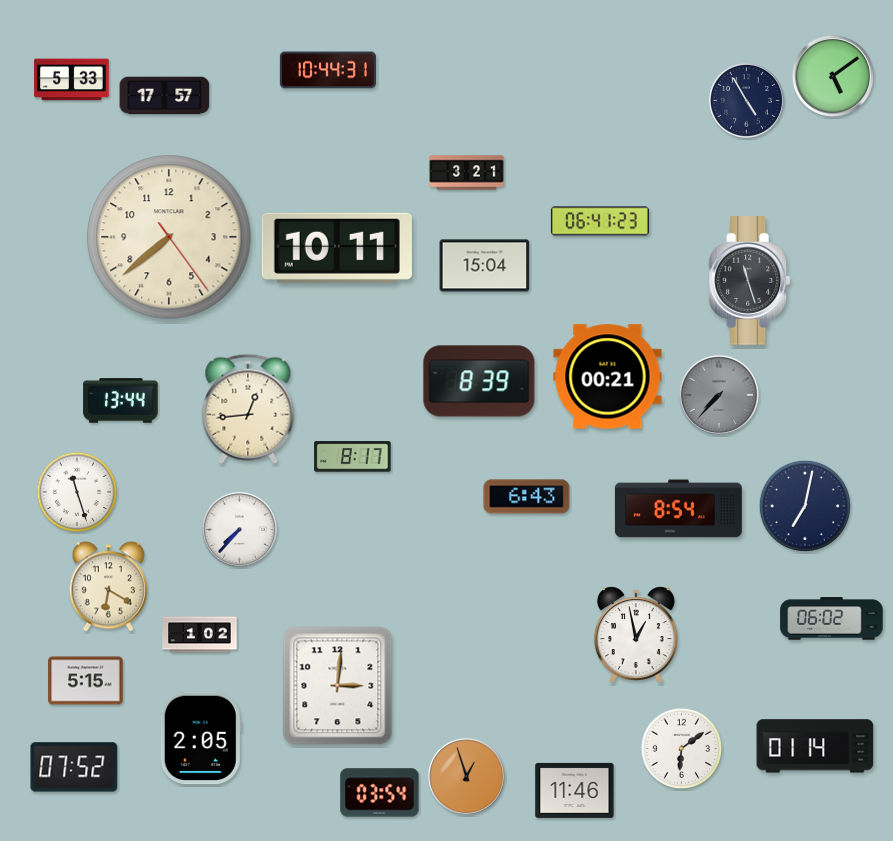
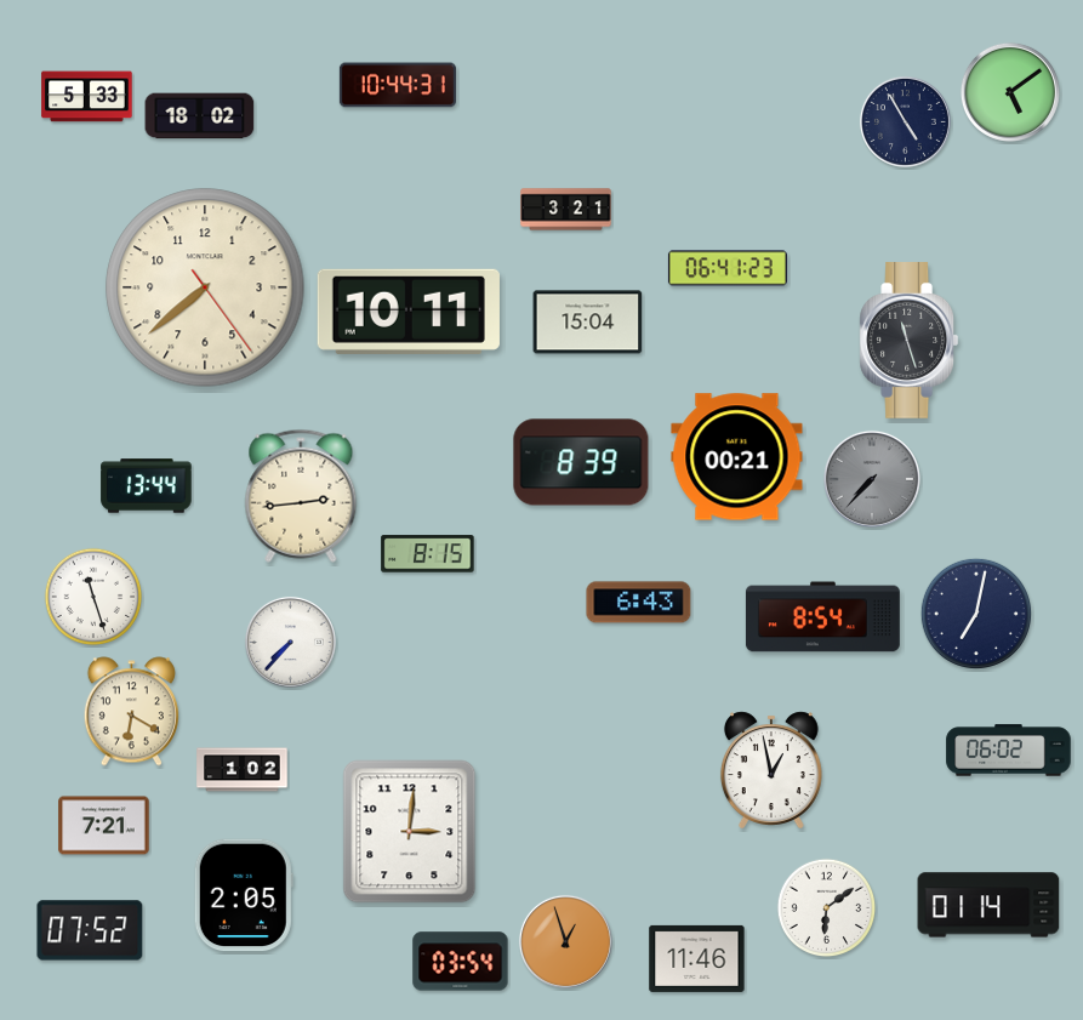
clock at (165, 96): 17:57 -> 18:02
clock at (337, 248) position: (337, 248) -> (409, 312)
clock at (248, 409): 12:44 -> 2:44
clock at (353, 457): 8:17 -> 8:15
clock at (86, 681): 5:15 -> 7:21
